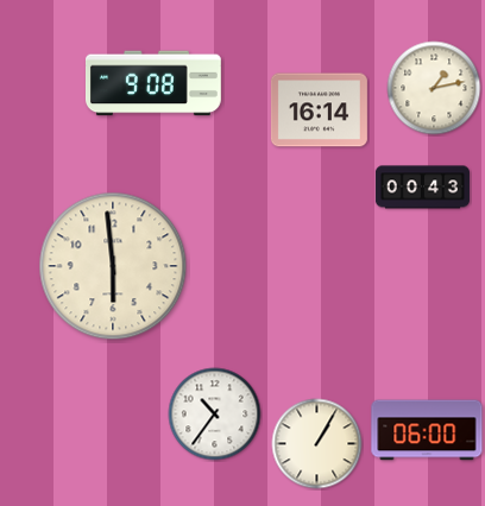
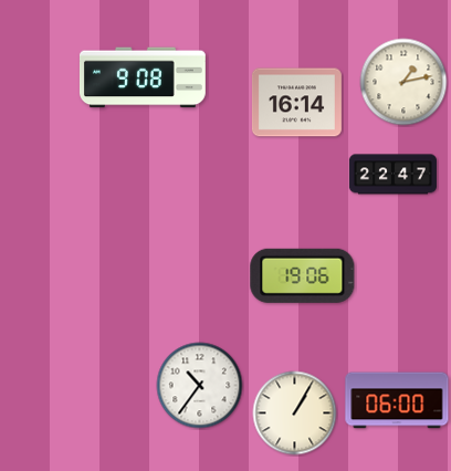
clock at (422, 188): 00:43 -> 22:47
clock at (113, 266): 5:59 -> none
clock at (303, 275): none -> 19:06
